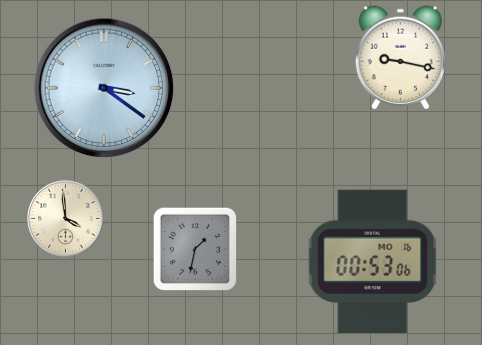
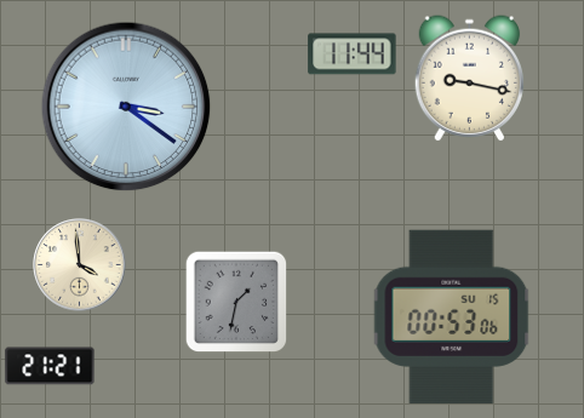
clock at (353, 55): none -> 11:44
clock at (400, 58) position: (400, 58) -> (469, 79)
clock at (373, 261) date: MO 16 -> SU 15
clock at (50, 366): none -> 21:21
